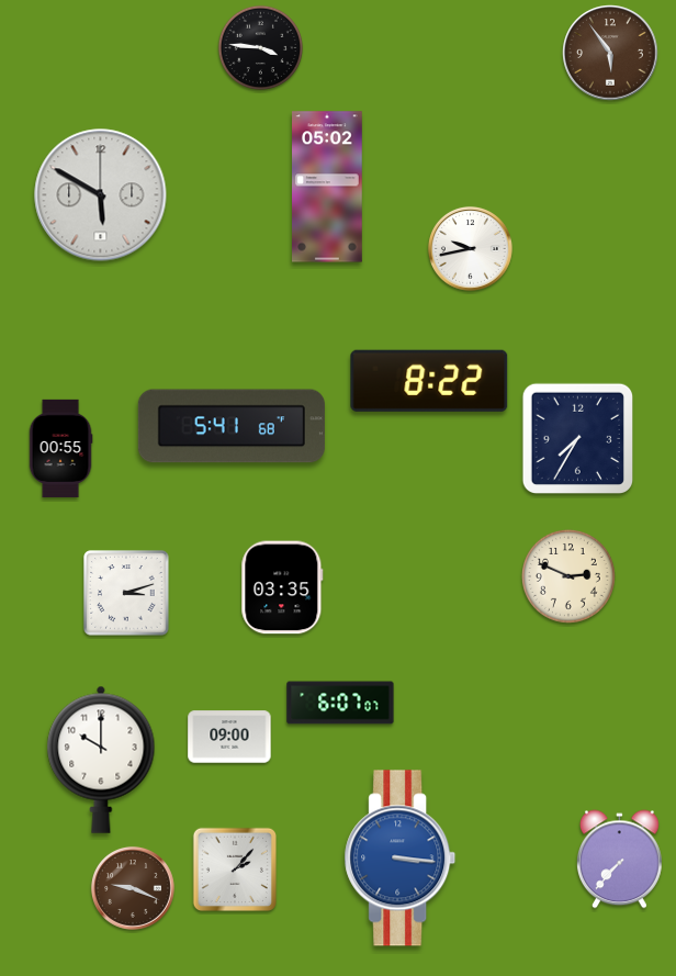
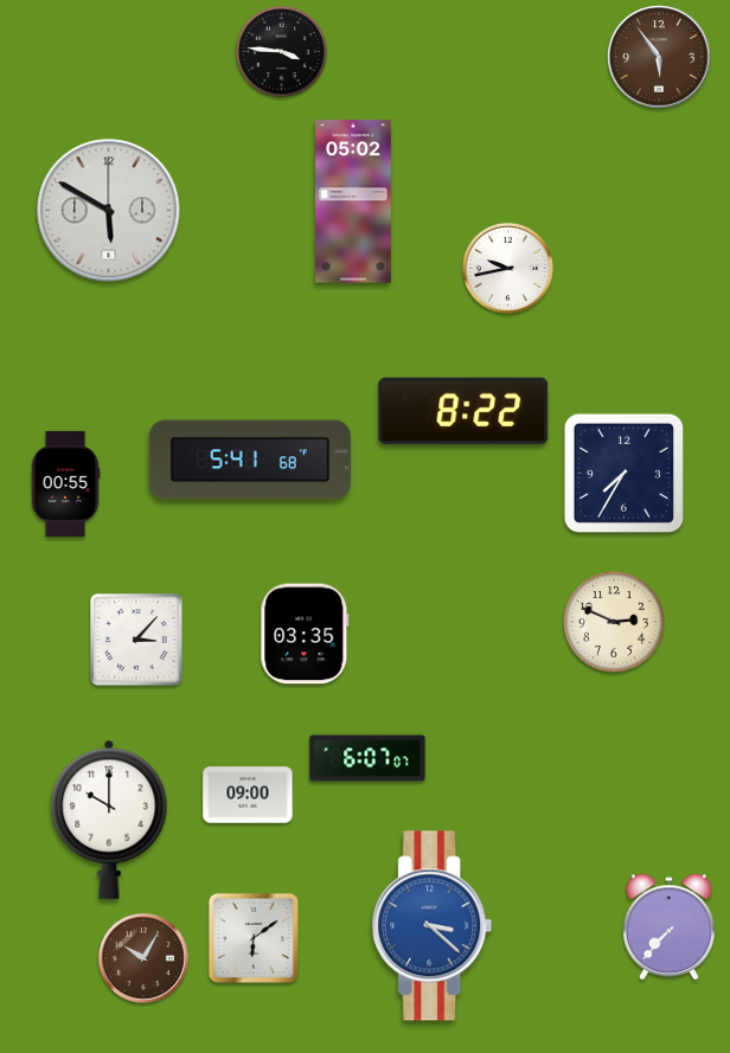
clock at (126, 593): 3:12 -> 3:07
clock at (401, 859): 3:16 -> 3:22
clock at (234, 868): 2:07 -> 6:09
clock at (133, 888): 9:19 -> 10:05
